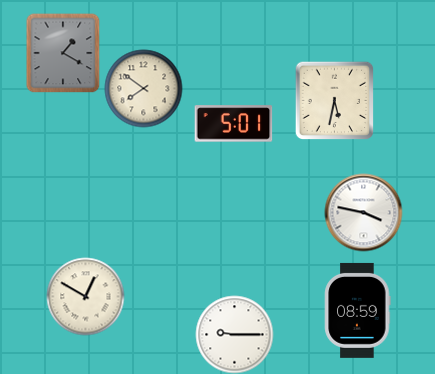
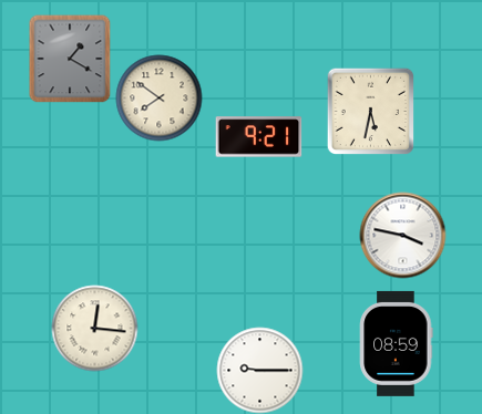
clock at (233, 124): 5:01 -> 9:21
clock at (85, 296): 12:50 -> 12:16
